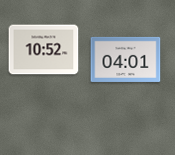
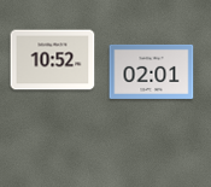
clock at (126, 59): 04:01 -> 02:01
